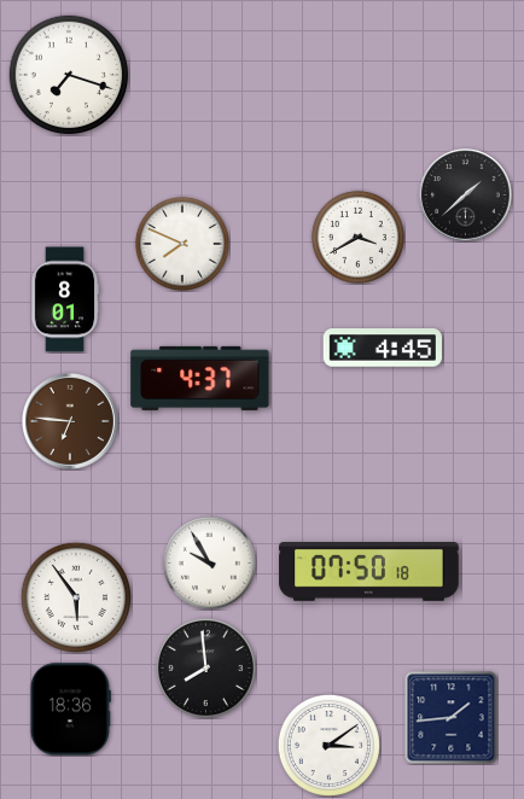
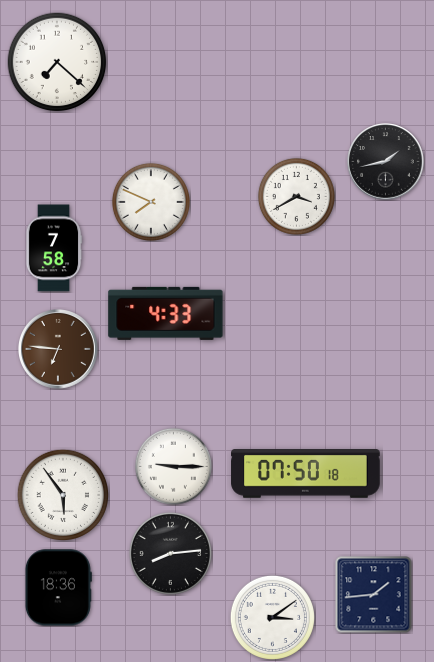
clock at (69, 75): 7:18 -> 7:22
clock at (466, 196): 1:38 -> 1:43
clock at (65, 299): 8:01 -> 7:58
clock at (383, 348): 4:45 -> none
clock at (200, 378): 4:37 -> 4:33
clock at (209, 562): 9:55 -> 9:15
clock at (205, 667): 7:59 -> 8:14
